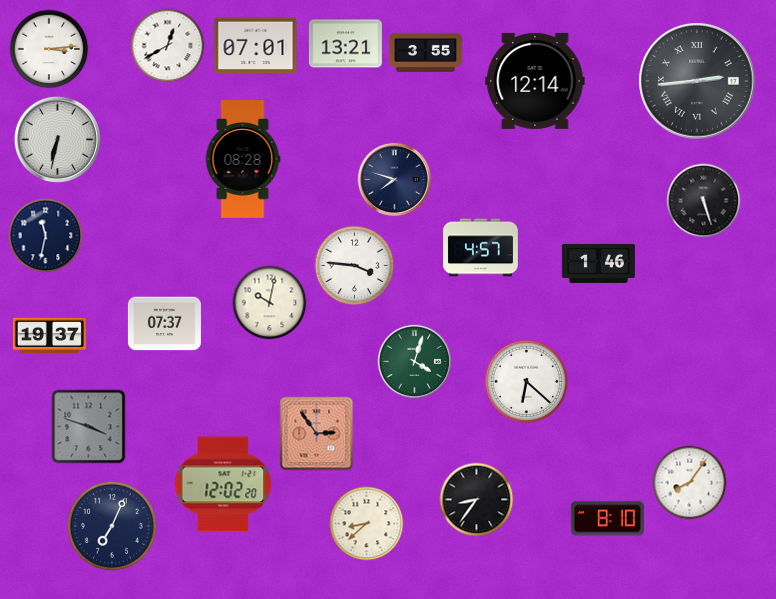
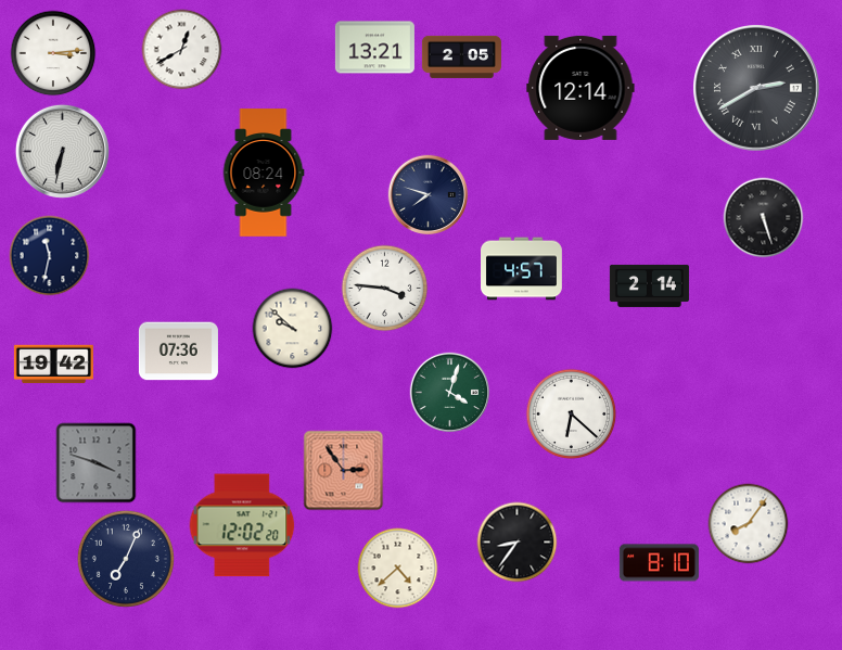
clock at (256, 46): 07:01 -> none
clock at (425, 52): 3:55 -> 2:05
clock at (698, 82): 2:44 -> 2:40
clock at (243, 159): 08:28 -> 08:24
clock at (598, 263): 1:46 -> 2:14
clock at (270, 303): 10:02 -> 9:52
clock at (164, 324): 07:37 -> 07:36
clock at (49, 336): 19:37 -> 19:42
clock at (367, 524): 8:38 -> 4:38
clock at (112, 526) position: (112, 526) -> (126, 559)
